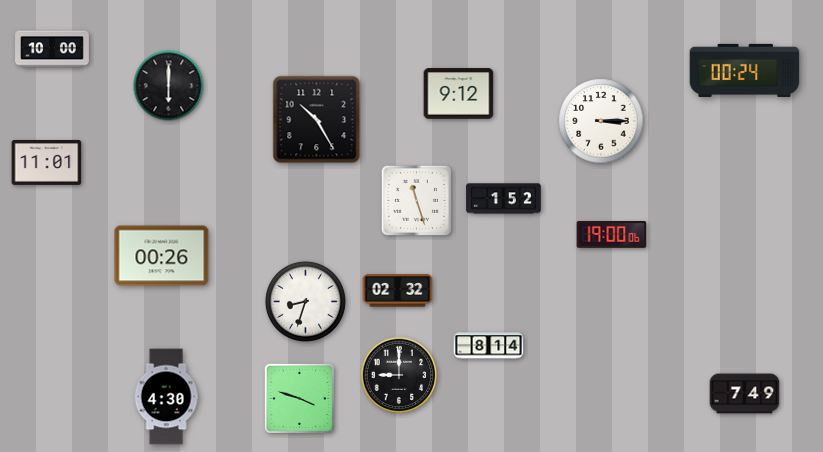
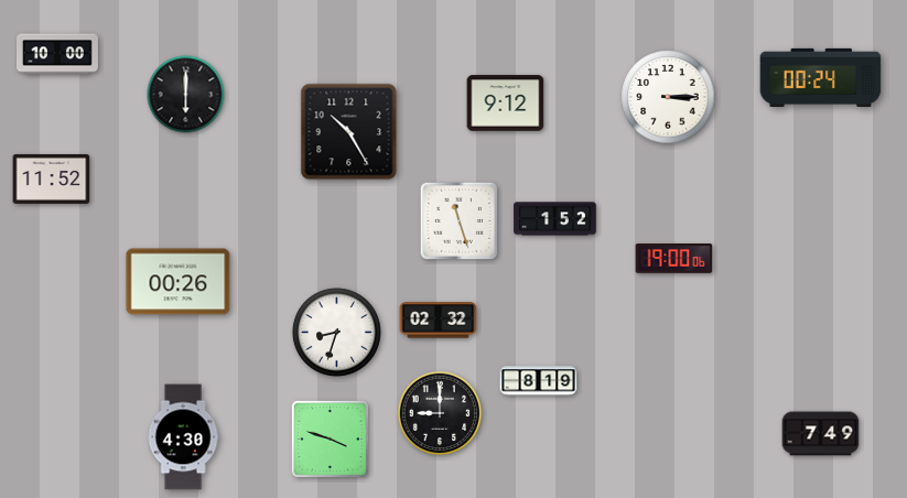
clock at (601, 121) position: (601, 121) -> (668, 97)
clock at (47, 162): 11:01 -> 11:52
clock at (489, 346): 8:14 -> 8:19
